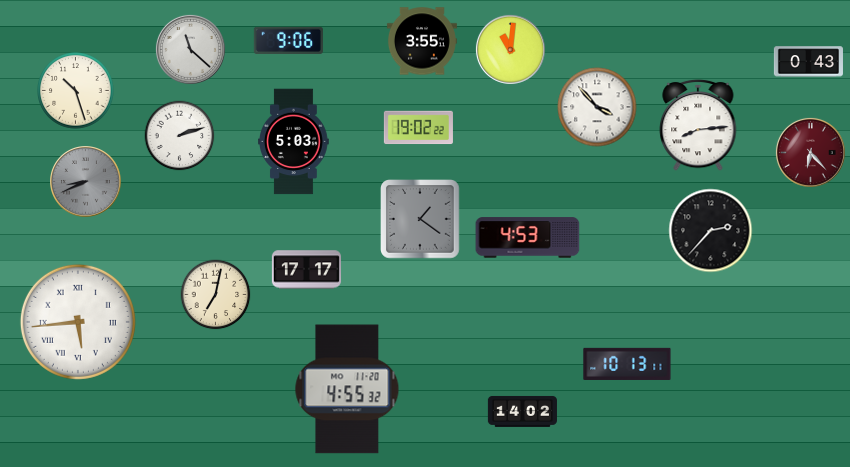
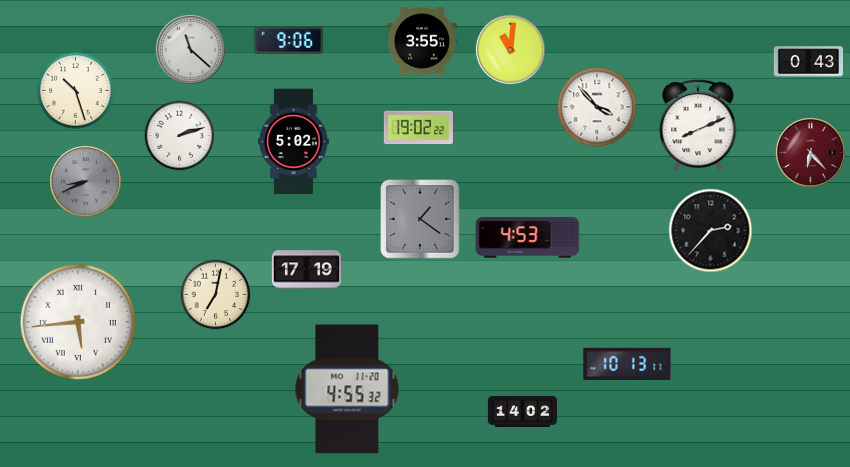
clock at (698, 125): 8:14 -> 8:11
clock at (294, 142): 5:03 -> 5:02
clock at (306, 270): 17:17 -> 17:19
